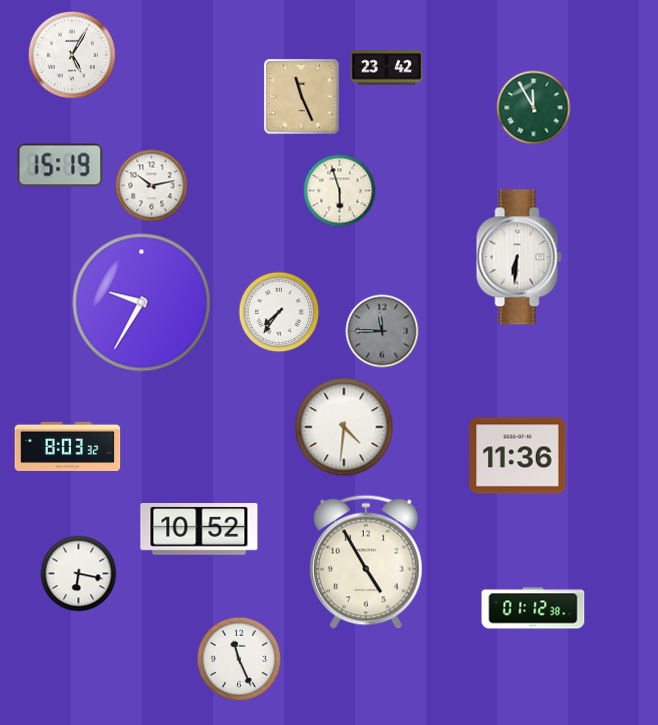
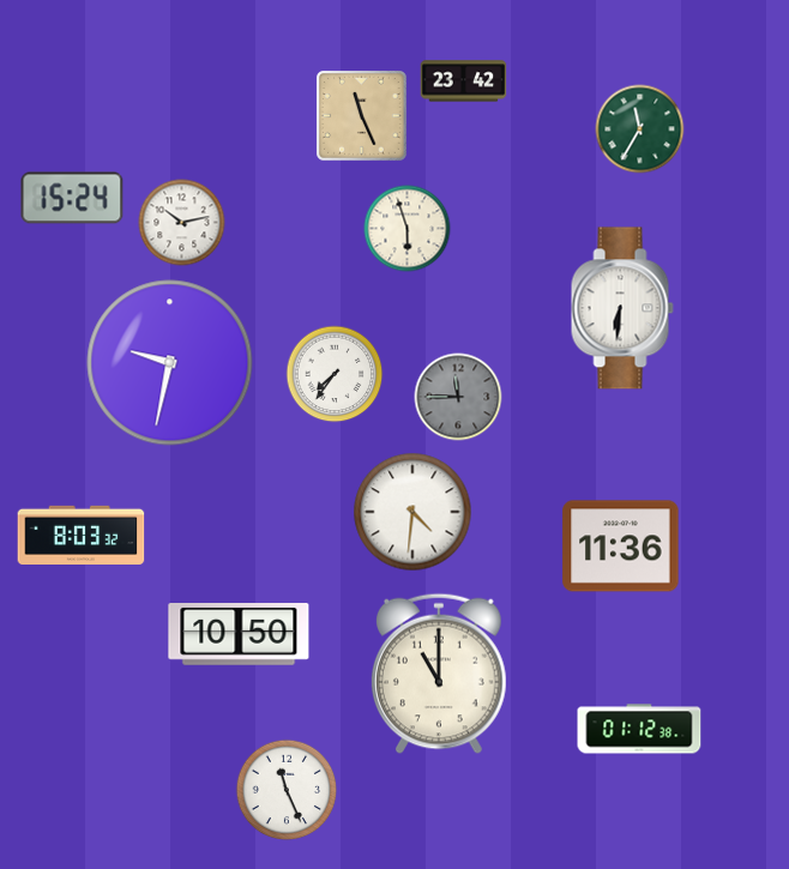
clock at (72, 55): 5:05 -> none
clock at (534, 108): 11:55 -> 11:35
clock at (60, 165): 15:19 -> 15:24
clock at (142, 303): 9:35 -> 9:32
clock at (199, 530): 10:52 -> 10:50
clock at (366, 562): 4:55 -> 11:00
clock at (79, 574): 6:17 -> none
